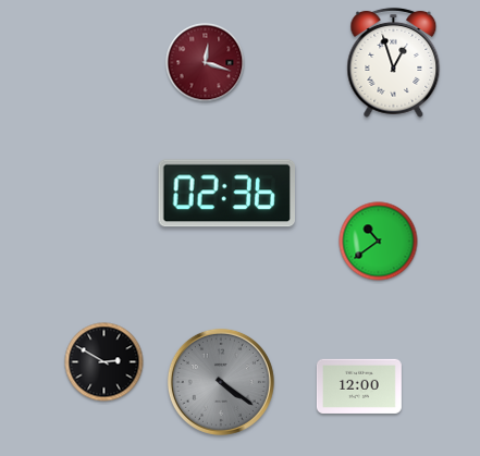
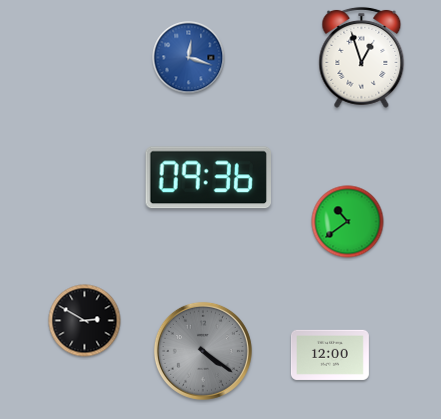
clock at (206, 63) dial: burgundy -> blue
clock at (226, 194): 02:36 -> 09:36
clock at (104, 362) position: (104, 362) -> (85, 321)
